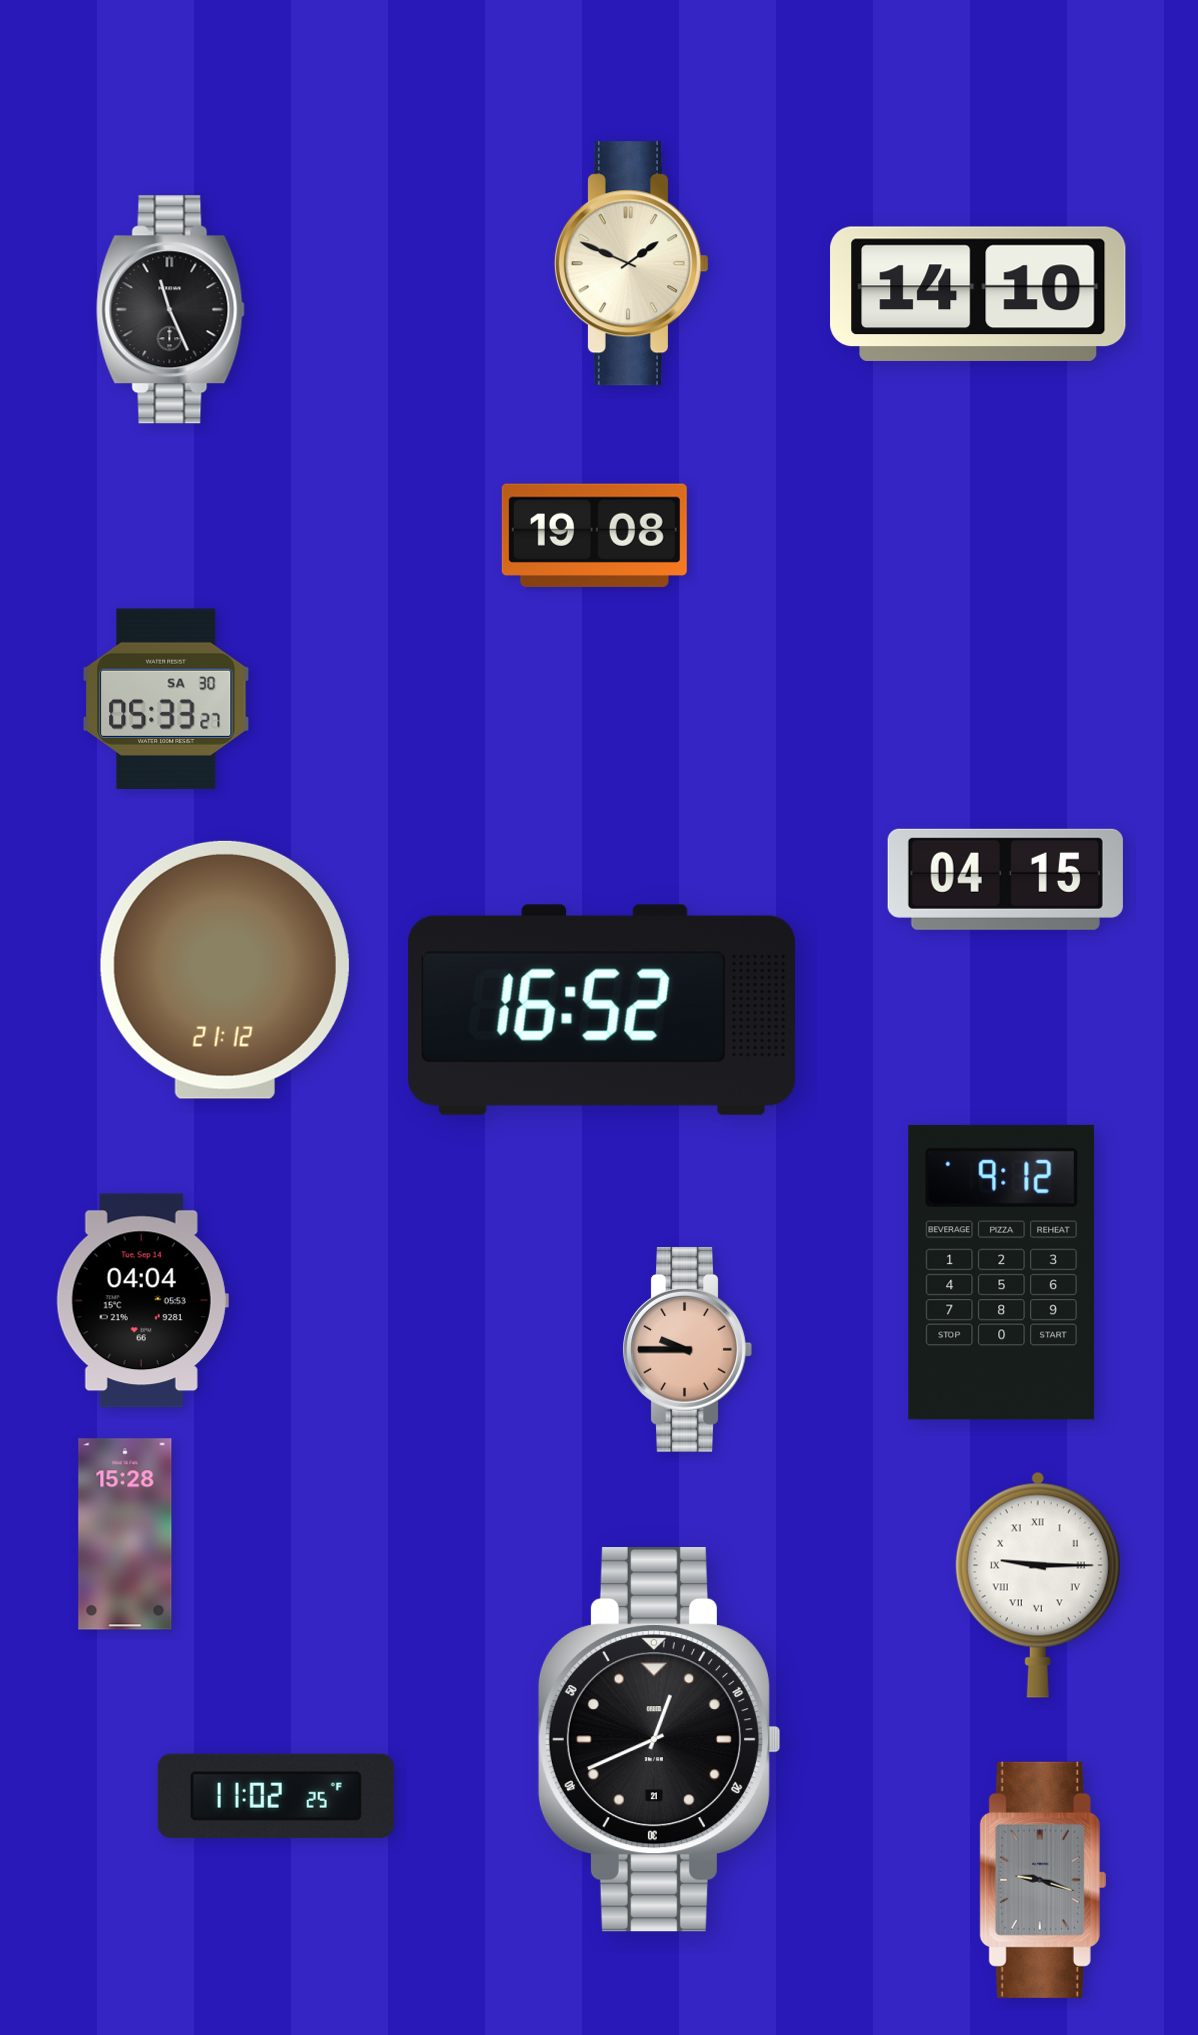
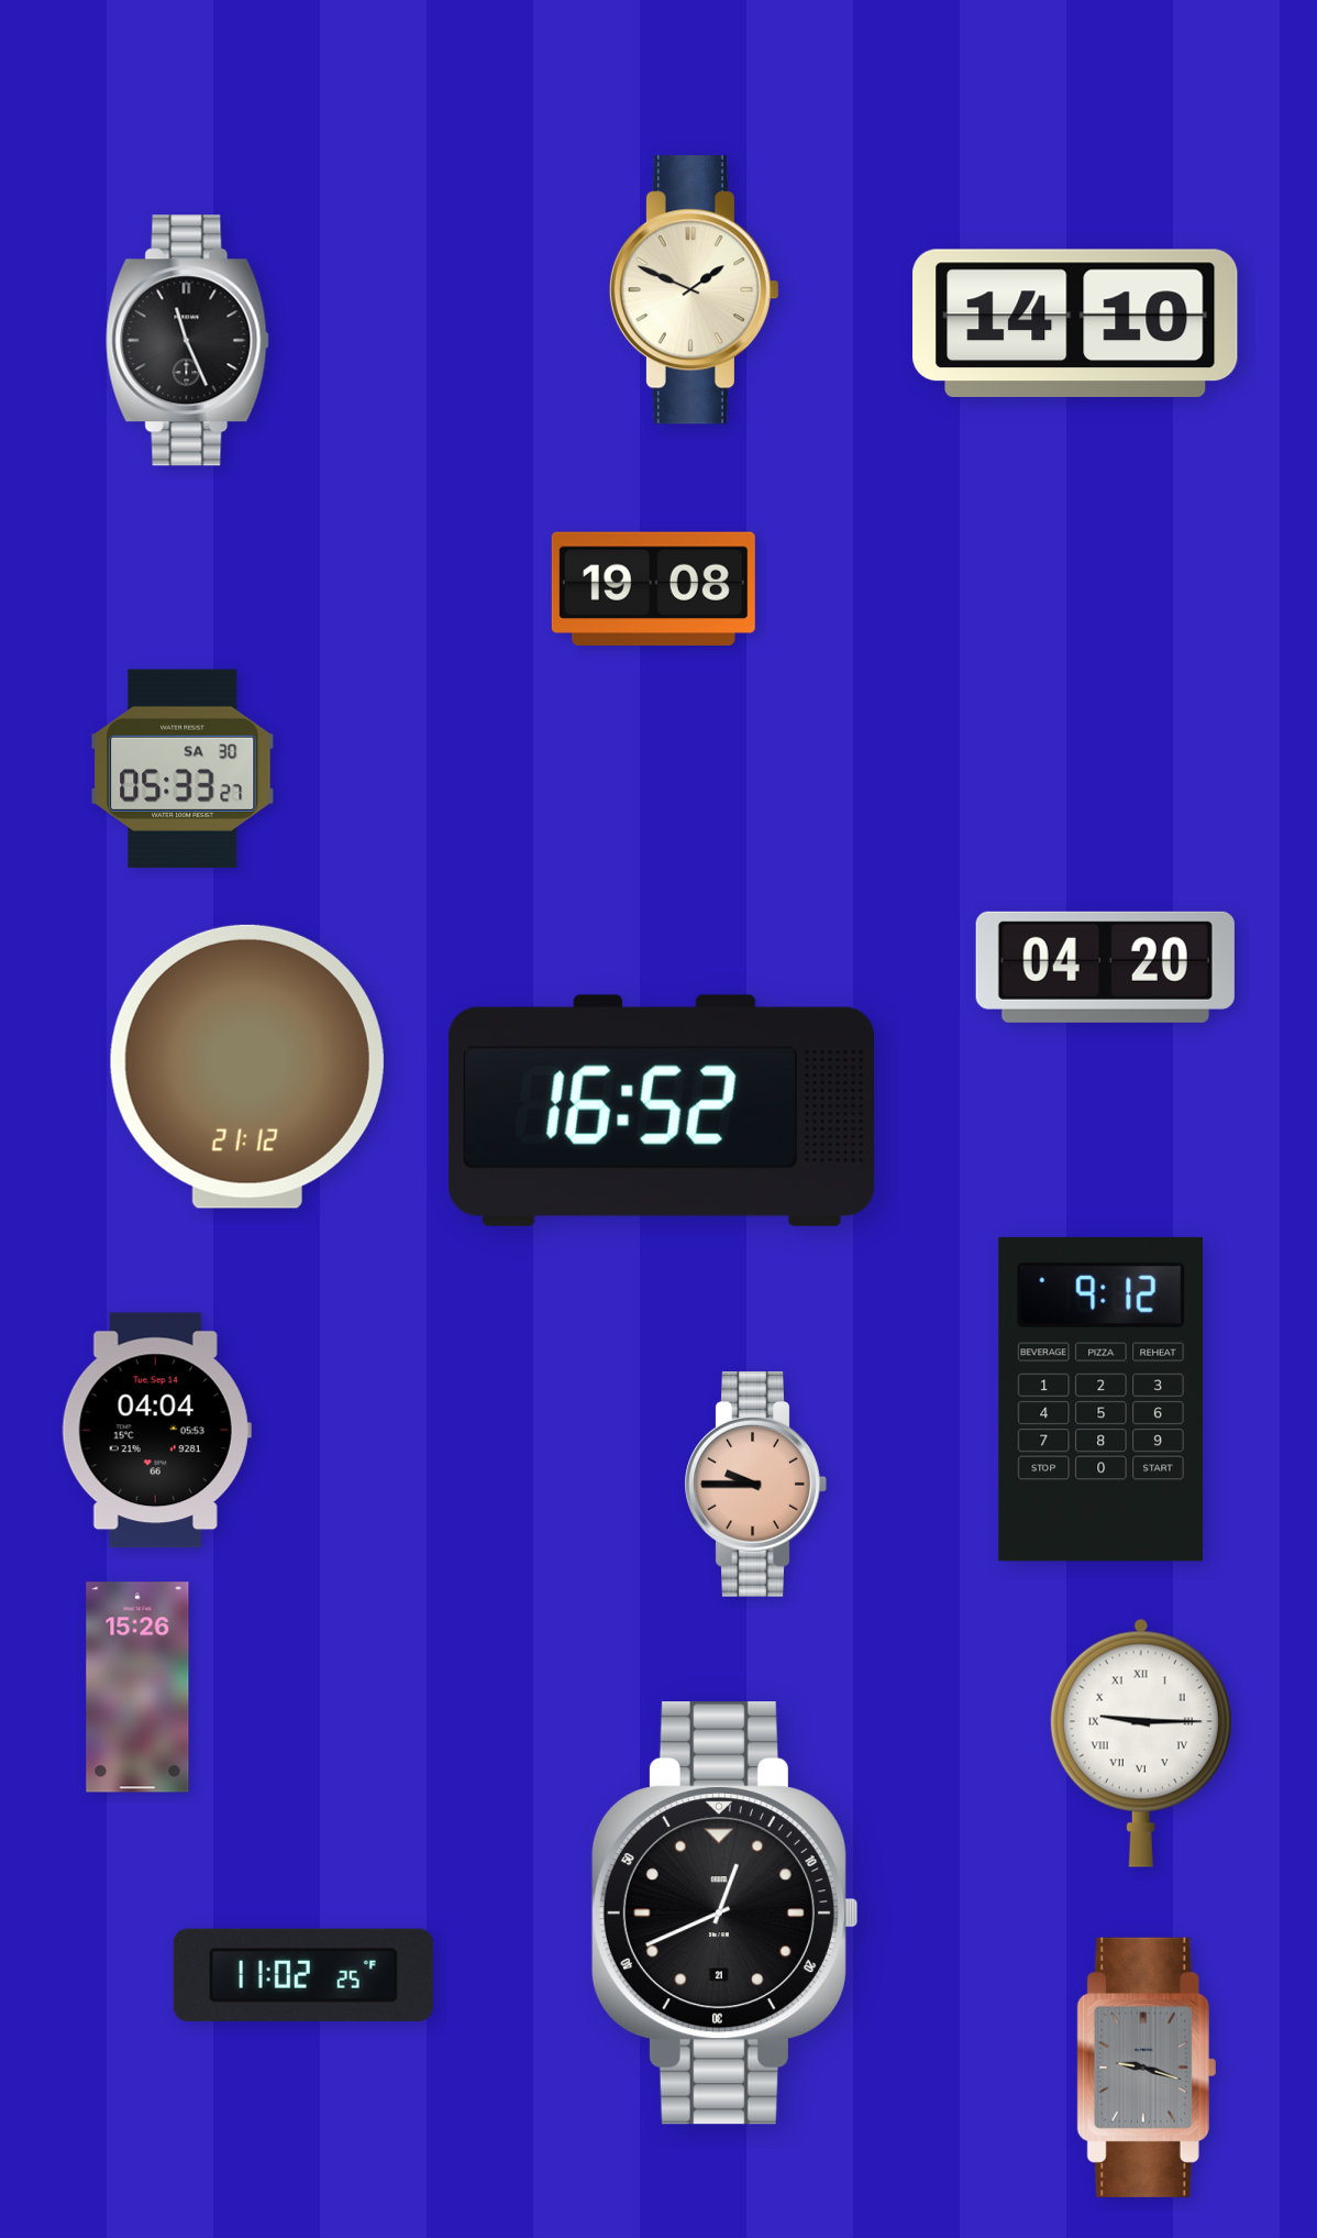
clock at (1005, 879): 04:15 -> 04:20
clock at (125, 1534): 15:28 -> 15:26
